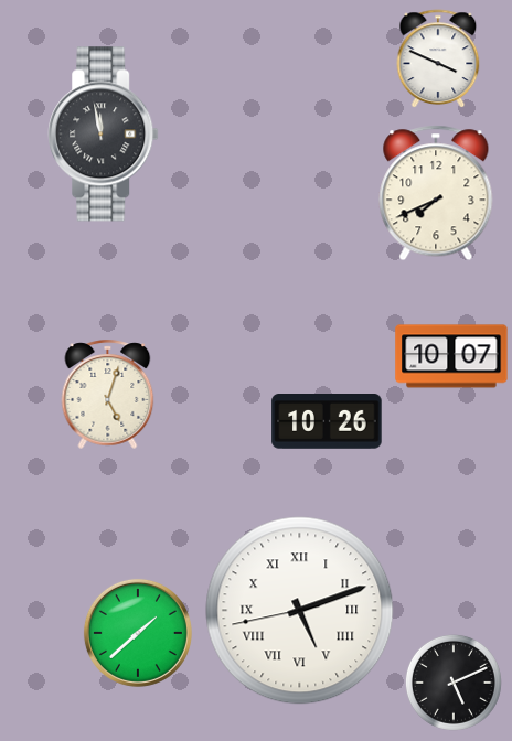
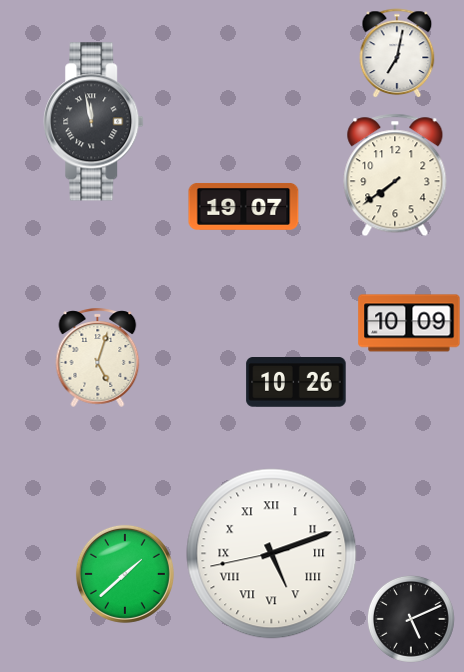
clock at (438, 58): 3:49 -> 7:02
clock at (436, 193): 7:41 -> 7:39
clock at (244, 206): none -> 19:07
clock at (451, 356): 10:07 -> 10:09
